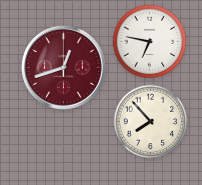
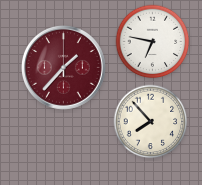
clock at (150, 42) position: (150, 42) -> (153, 42)
clock at (64, 68): 12:42 -> 1:37
